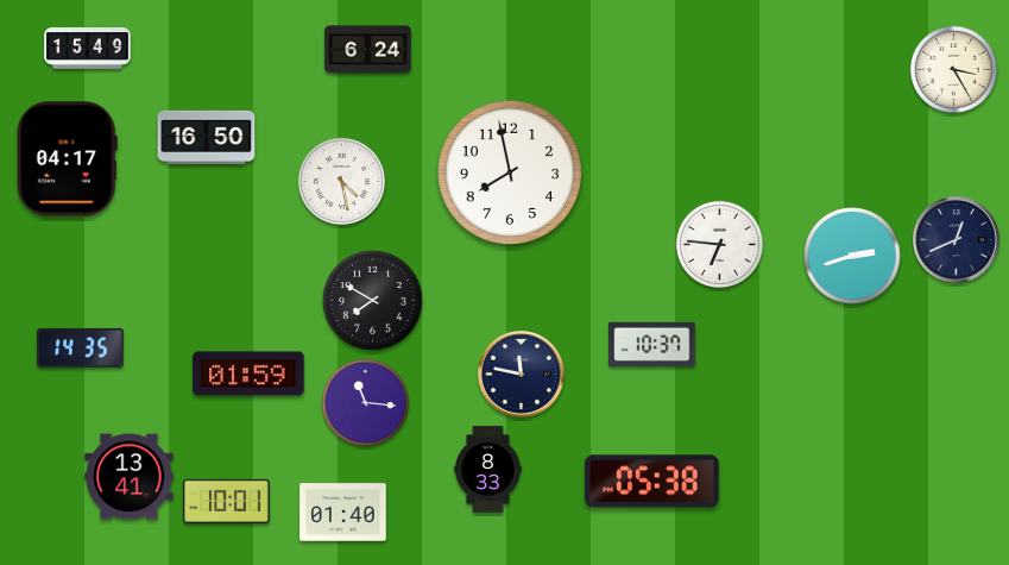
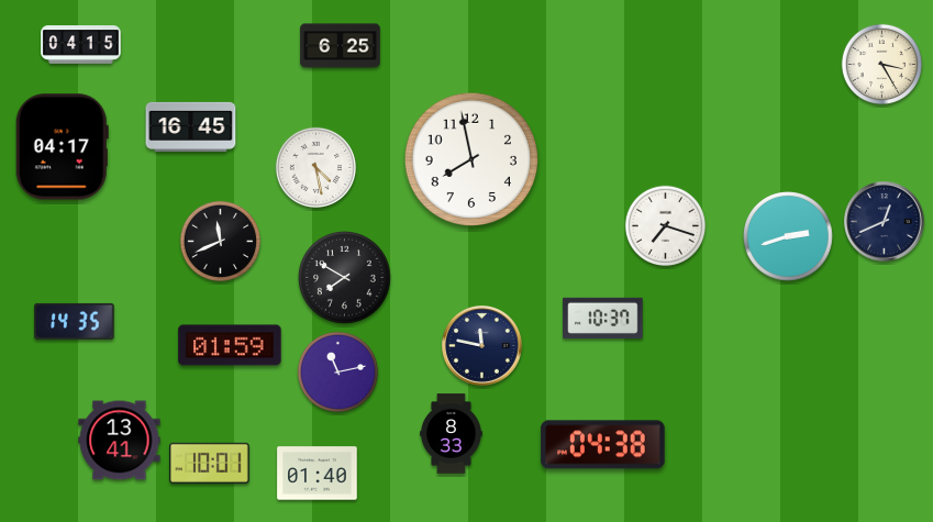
clock at (88, 49): 15:49 -> 04:15
clock at (368, 50): 6:24 -> 6:25
clock at (207, 137): 16:50 -> 16:45
clock at (719, 244): 6:46 -> 7:18
clock at (220, 241): none -> 11:41
clock at (365, 402): 11:16 -> 11:13
clock at (652, 482): 05:38 -> 04:38
